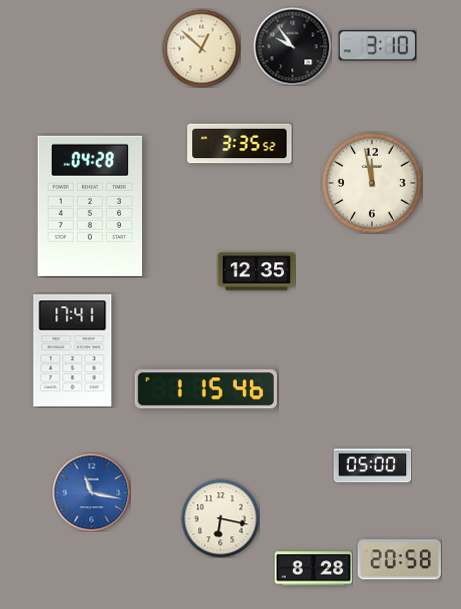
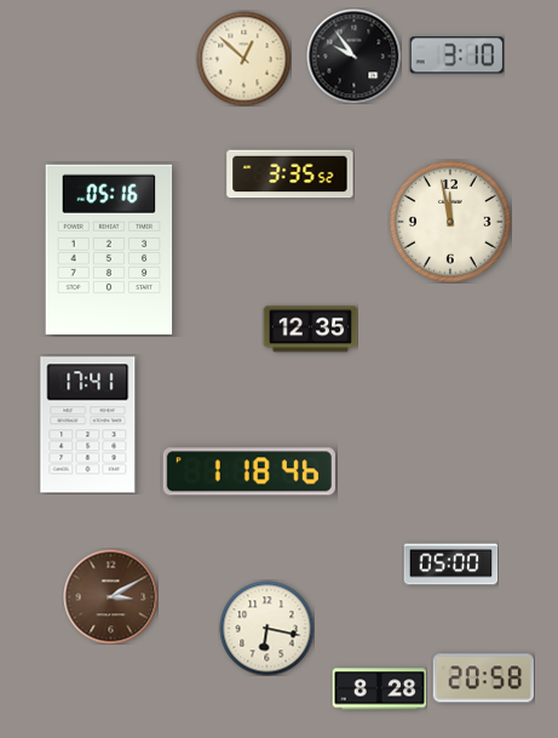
clock at (90, 206): 04:28 -> 05:16
clock at (206, 389): 1:15 -> 1:18
clock at (91, 492): 11:17 -> 3:10
clock at (91, 492) dial: blue -> brown
